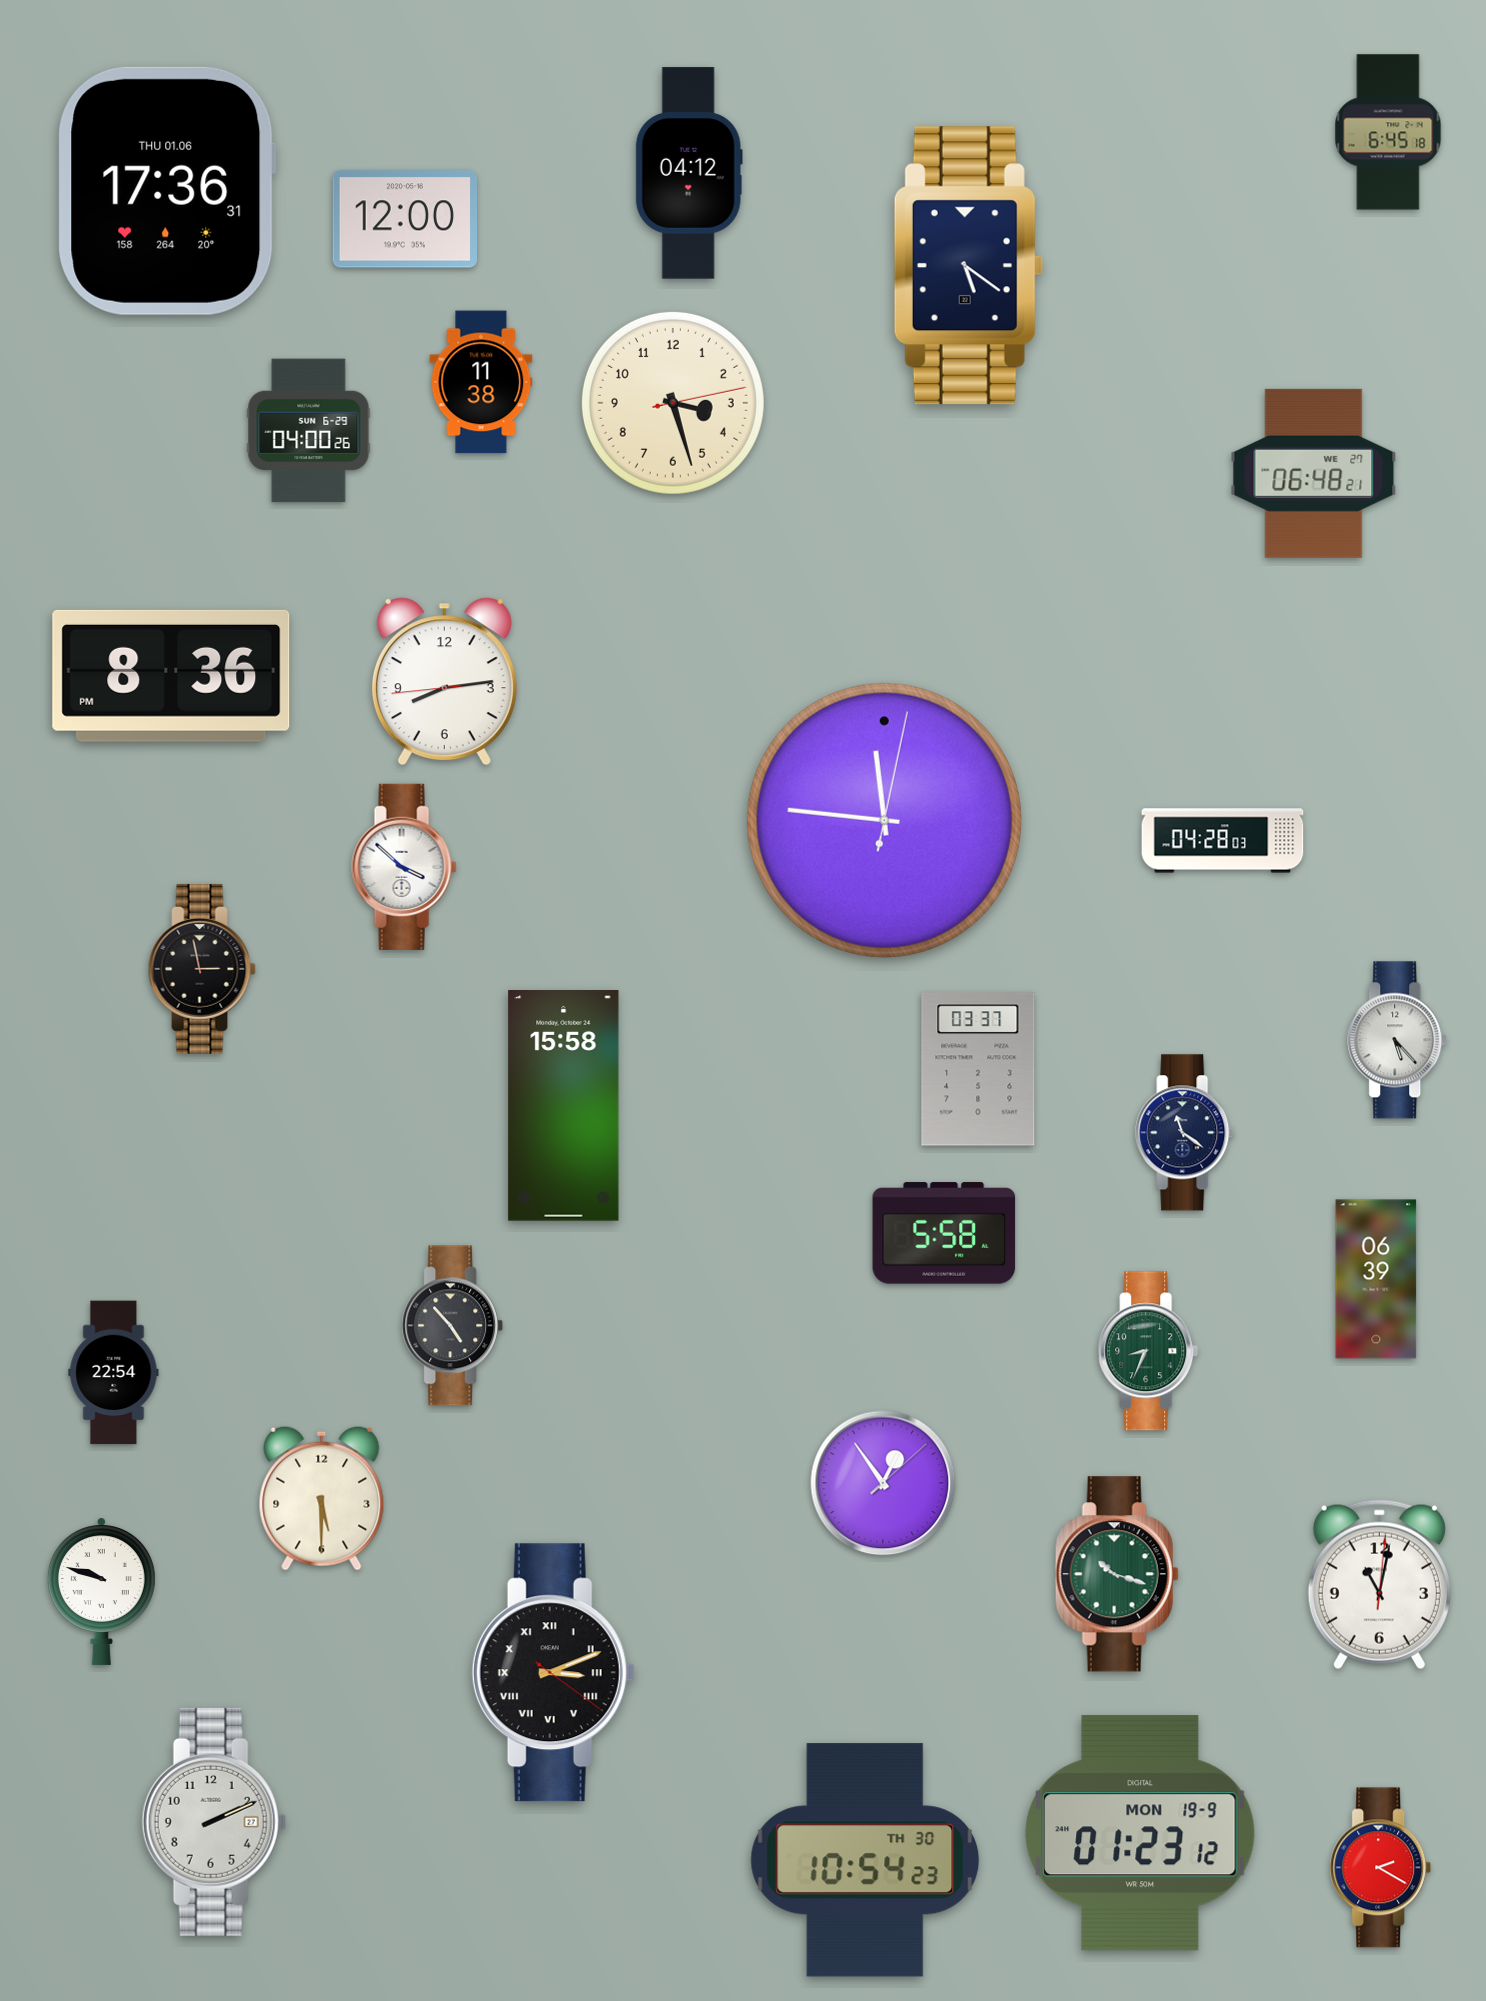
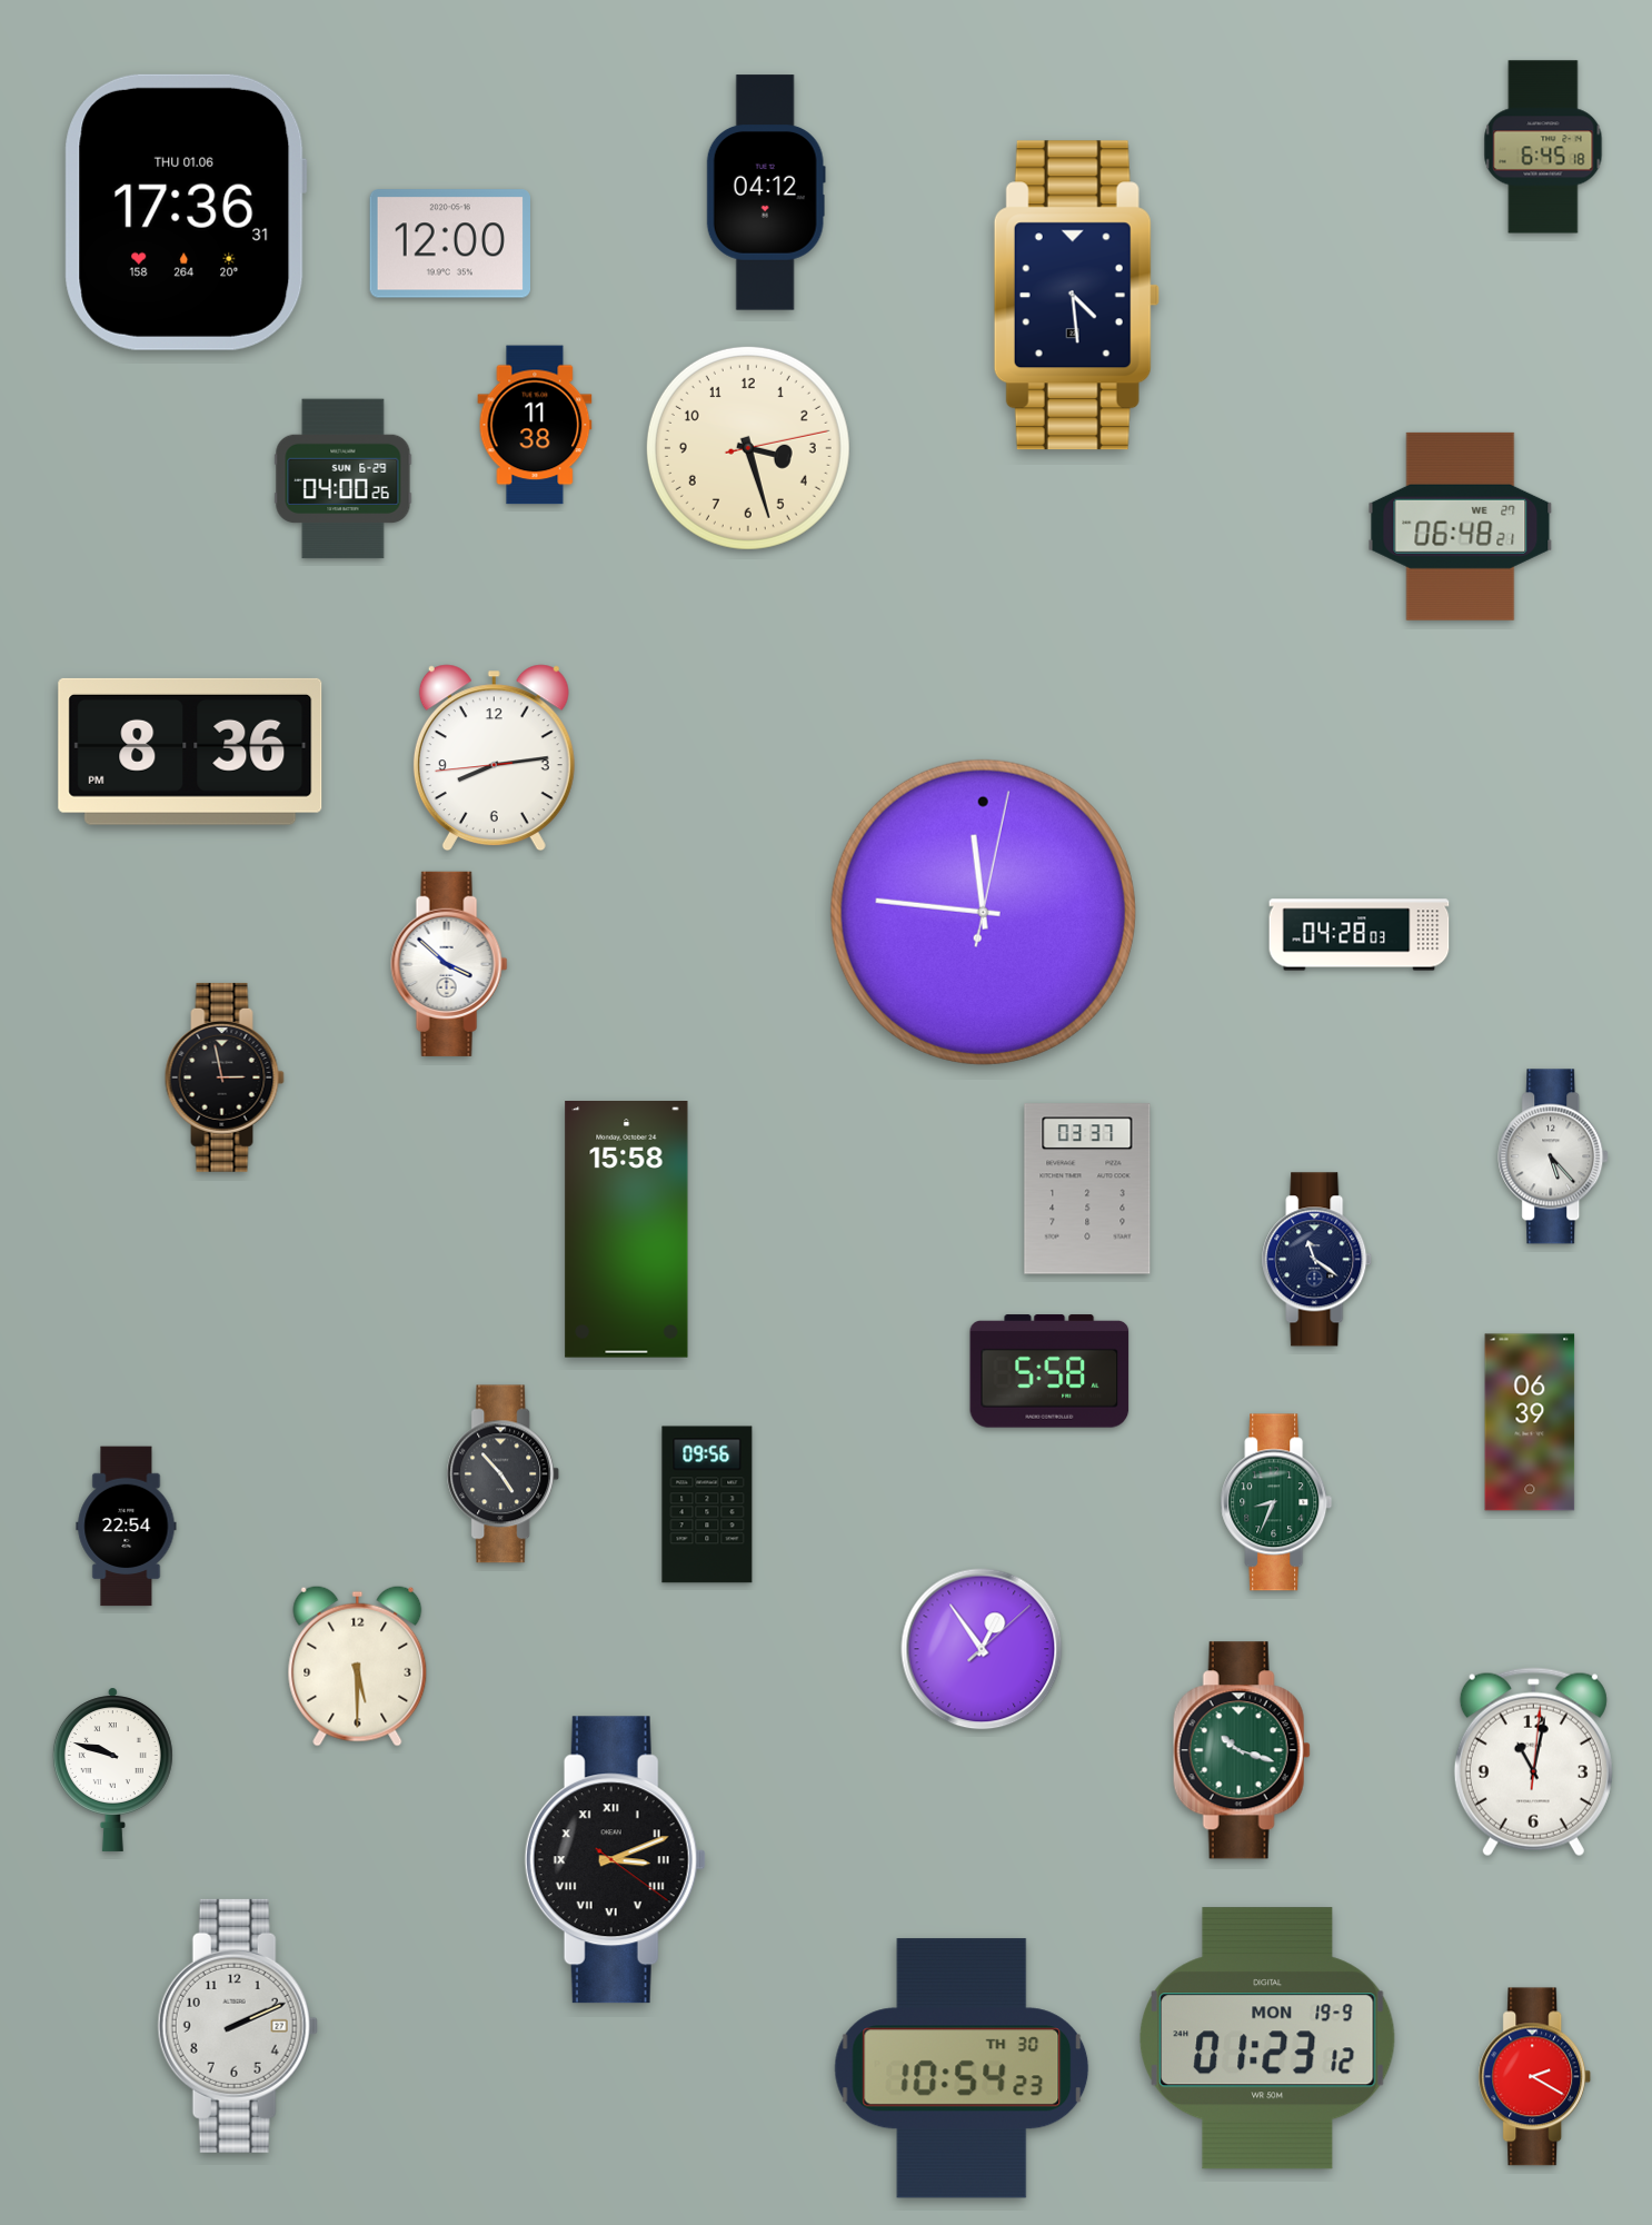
clock at (968, 266): 5:21 -> 4:29
clock at (707, 1504): none -> 09:56
